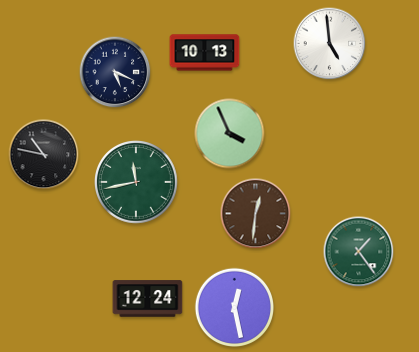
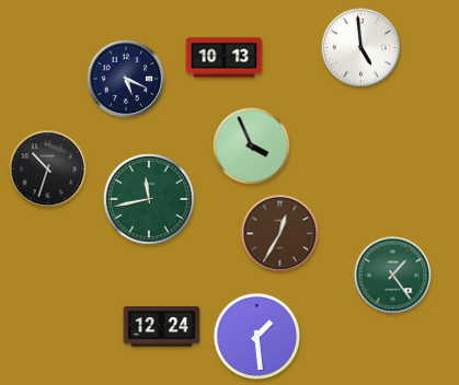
clock at (44, 155): 10:47 -> 10:33
clock at (256, 214): 12:31 -> 12:35
clock at (235, 308): 12:28 -> 1:29
